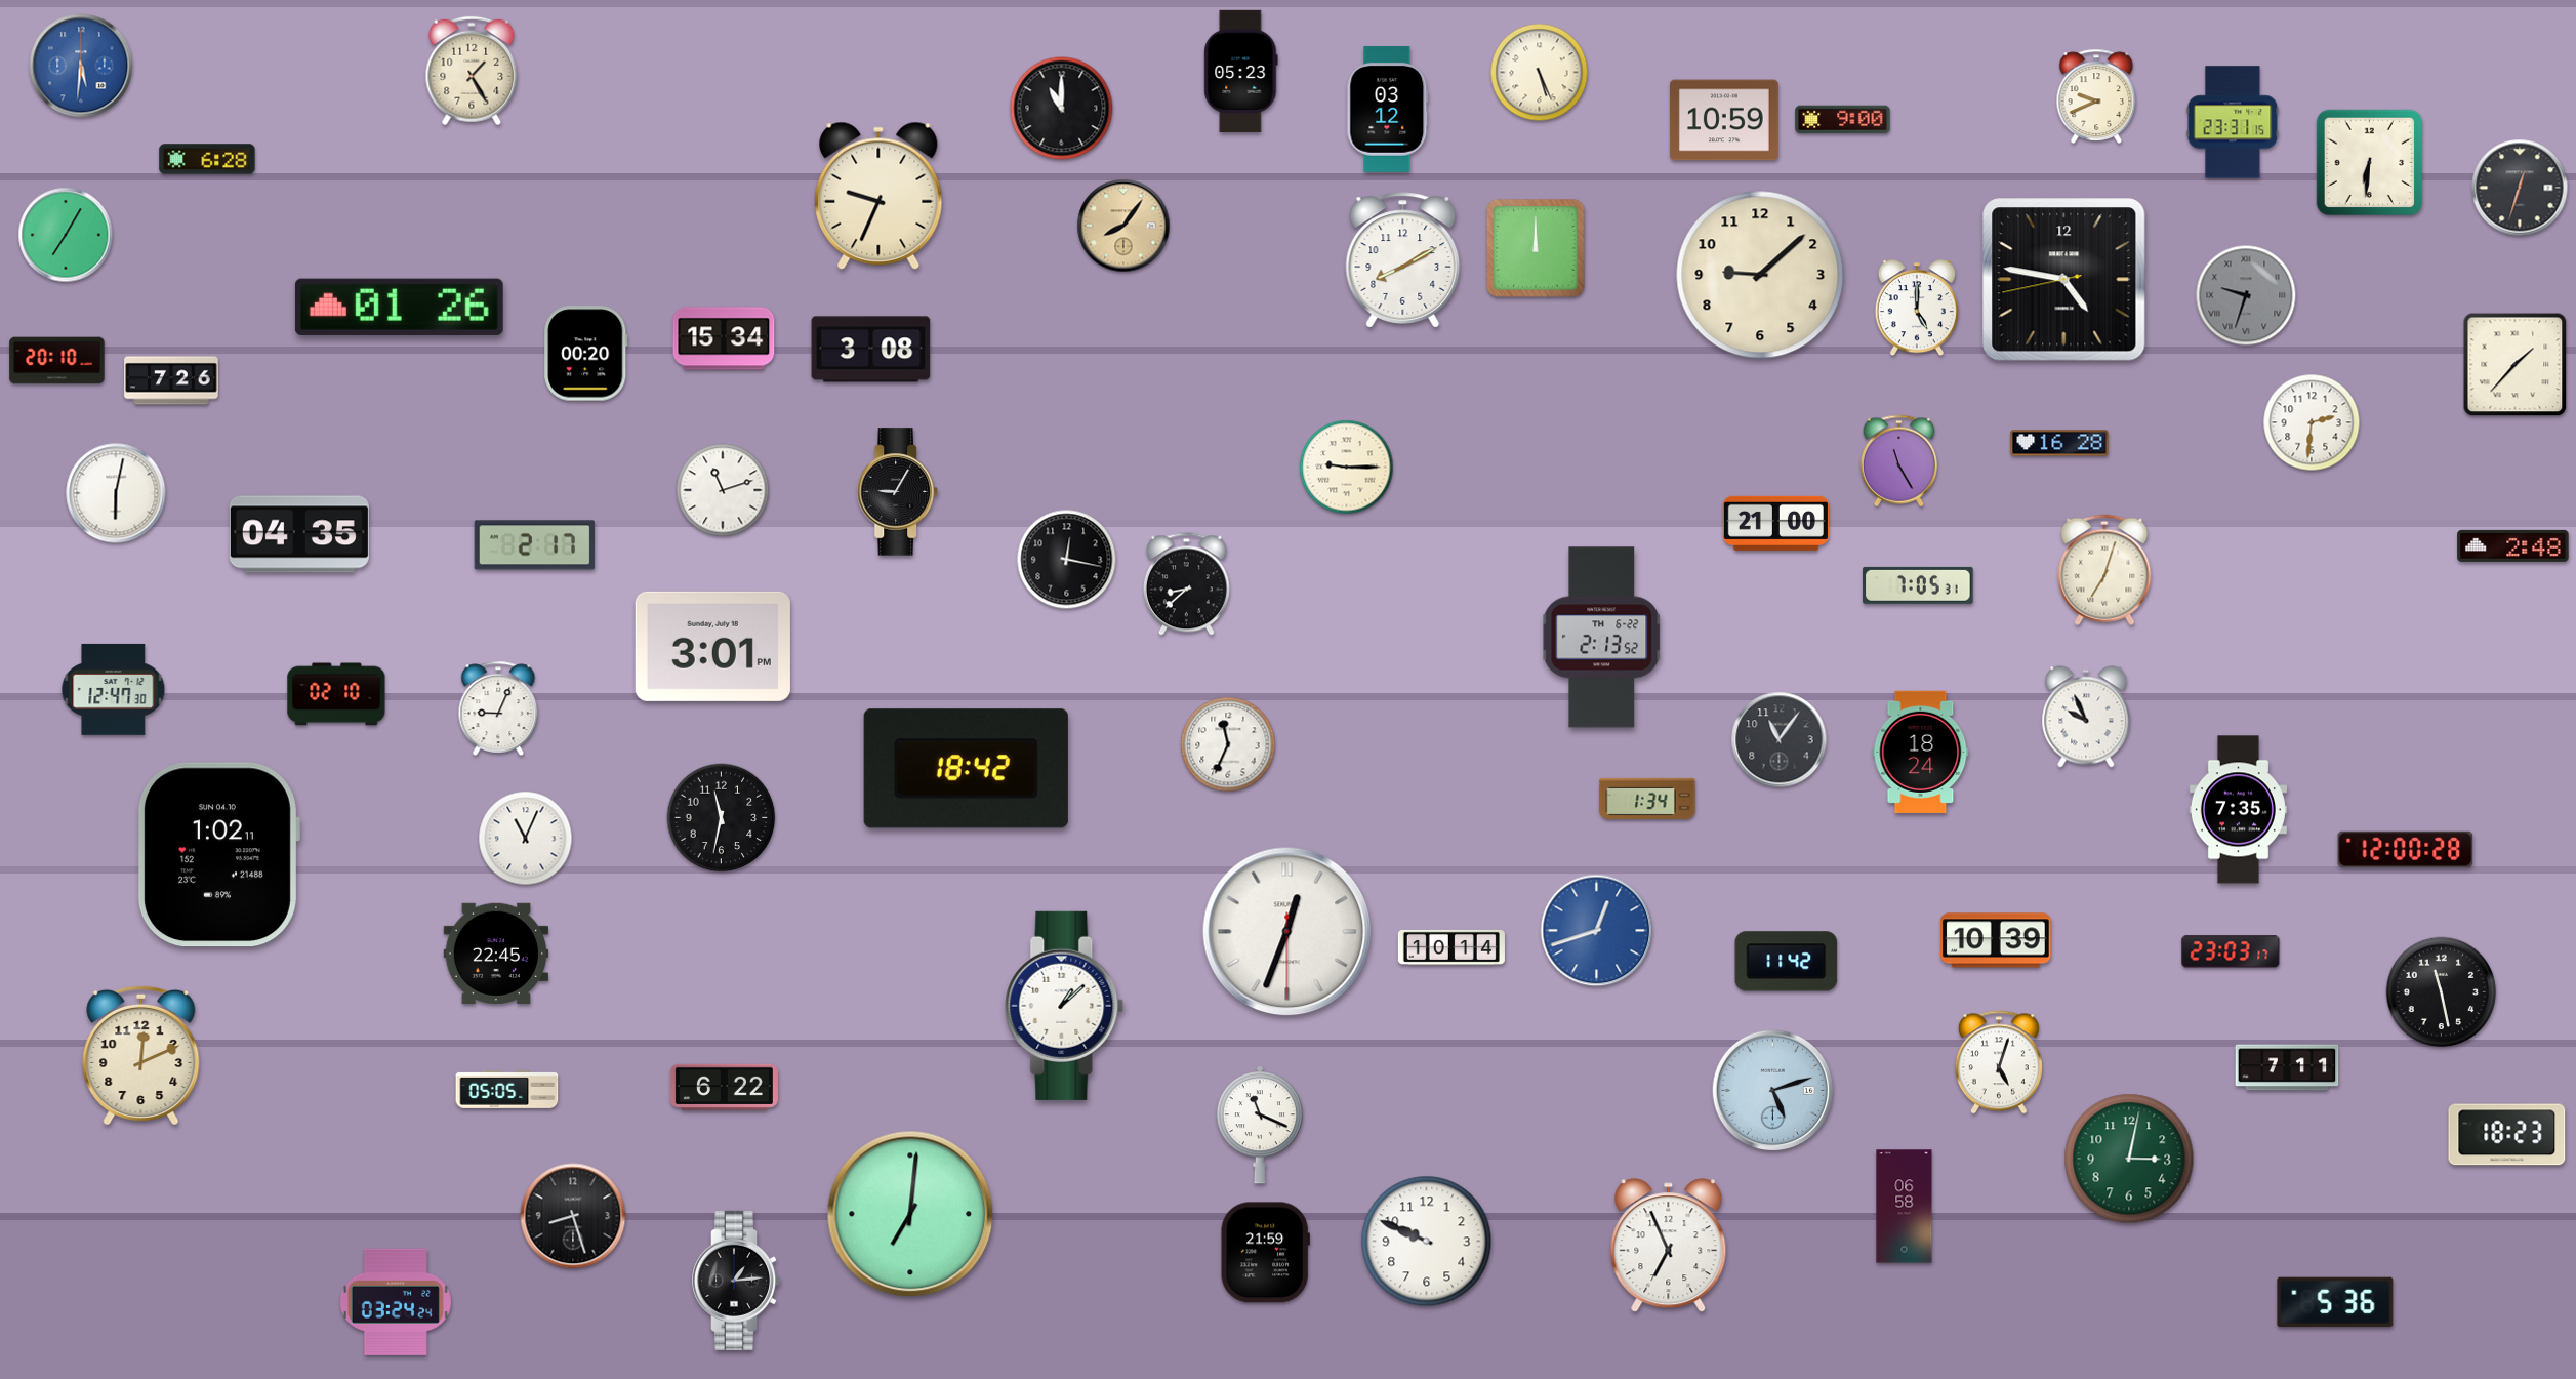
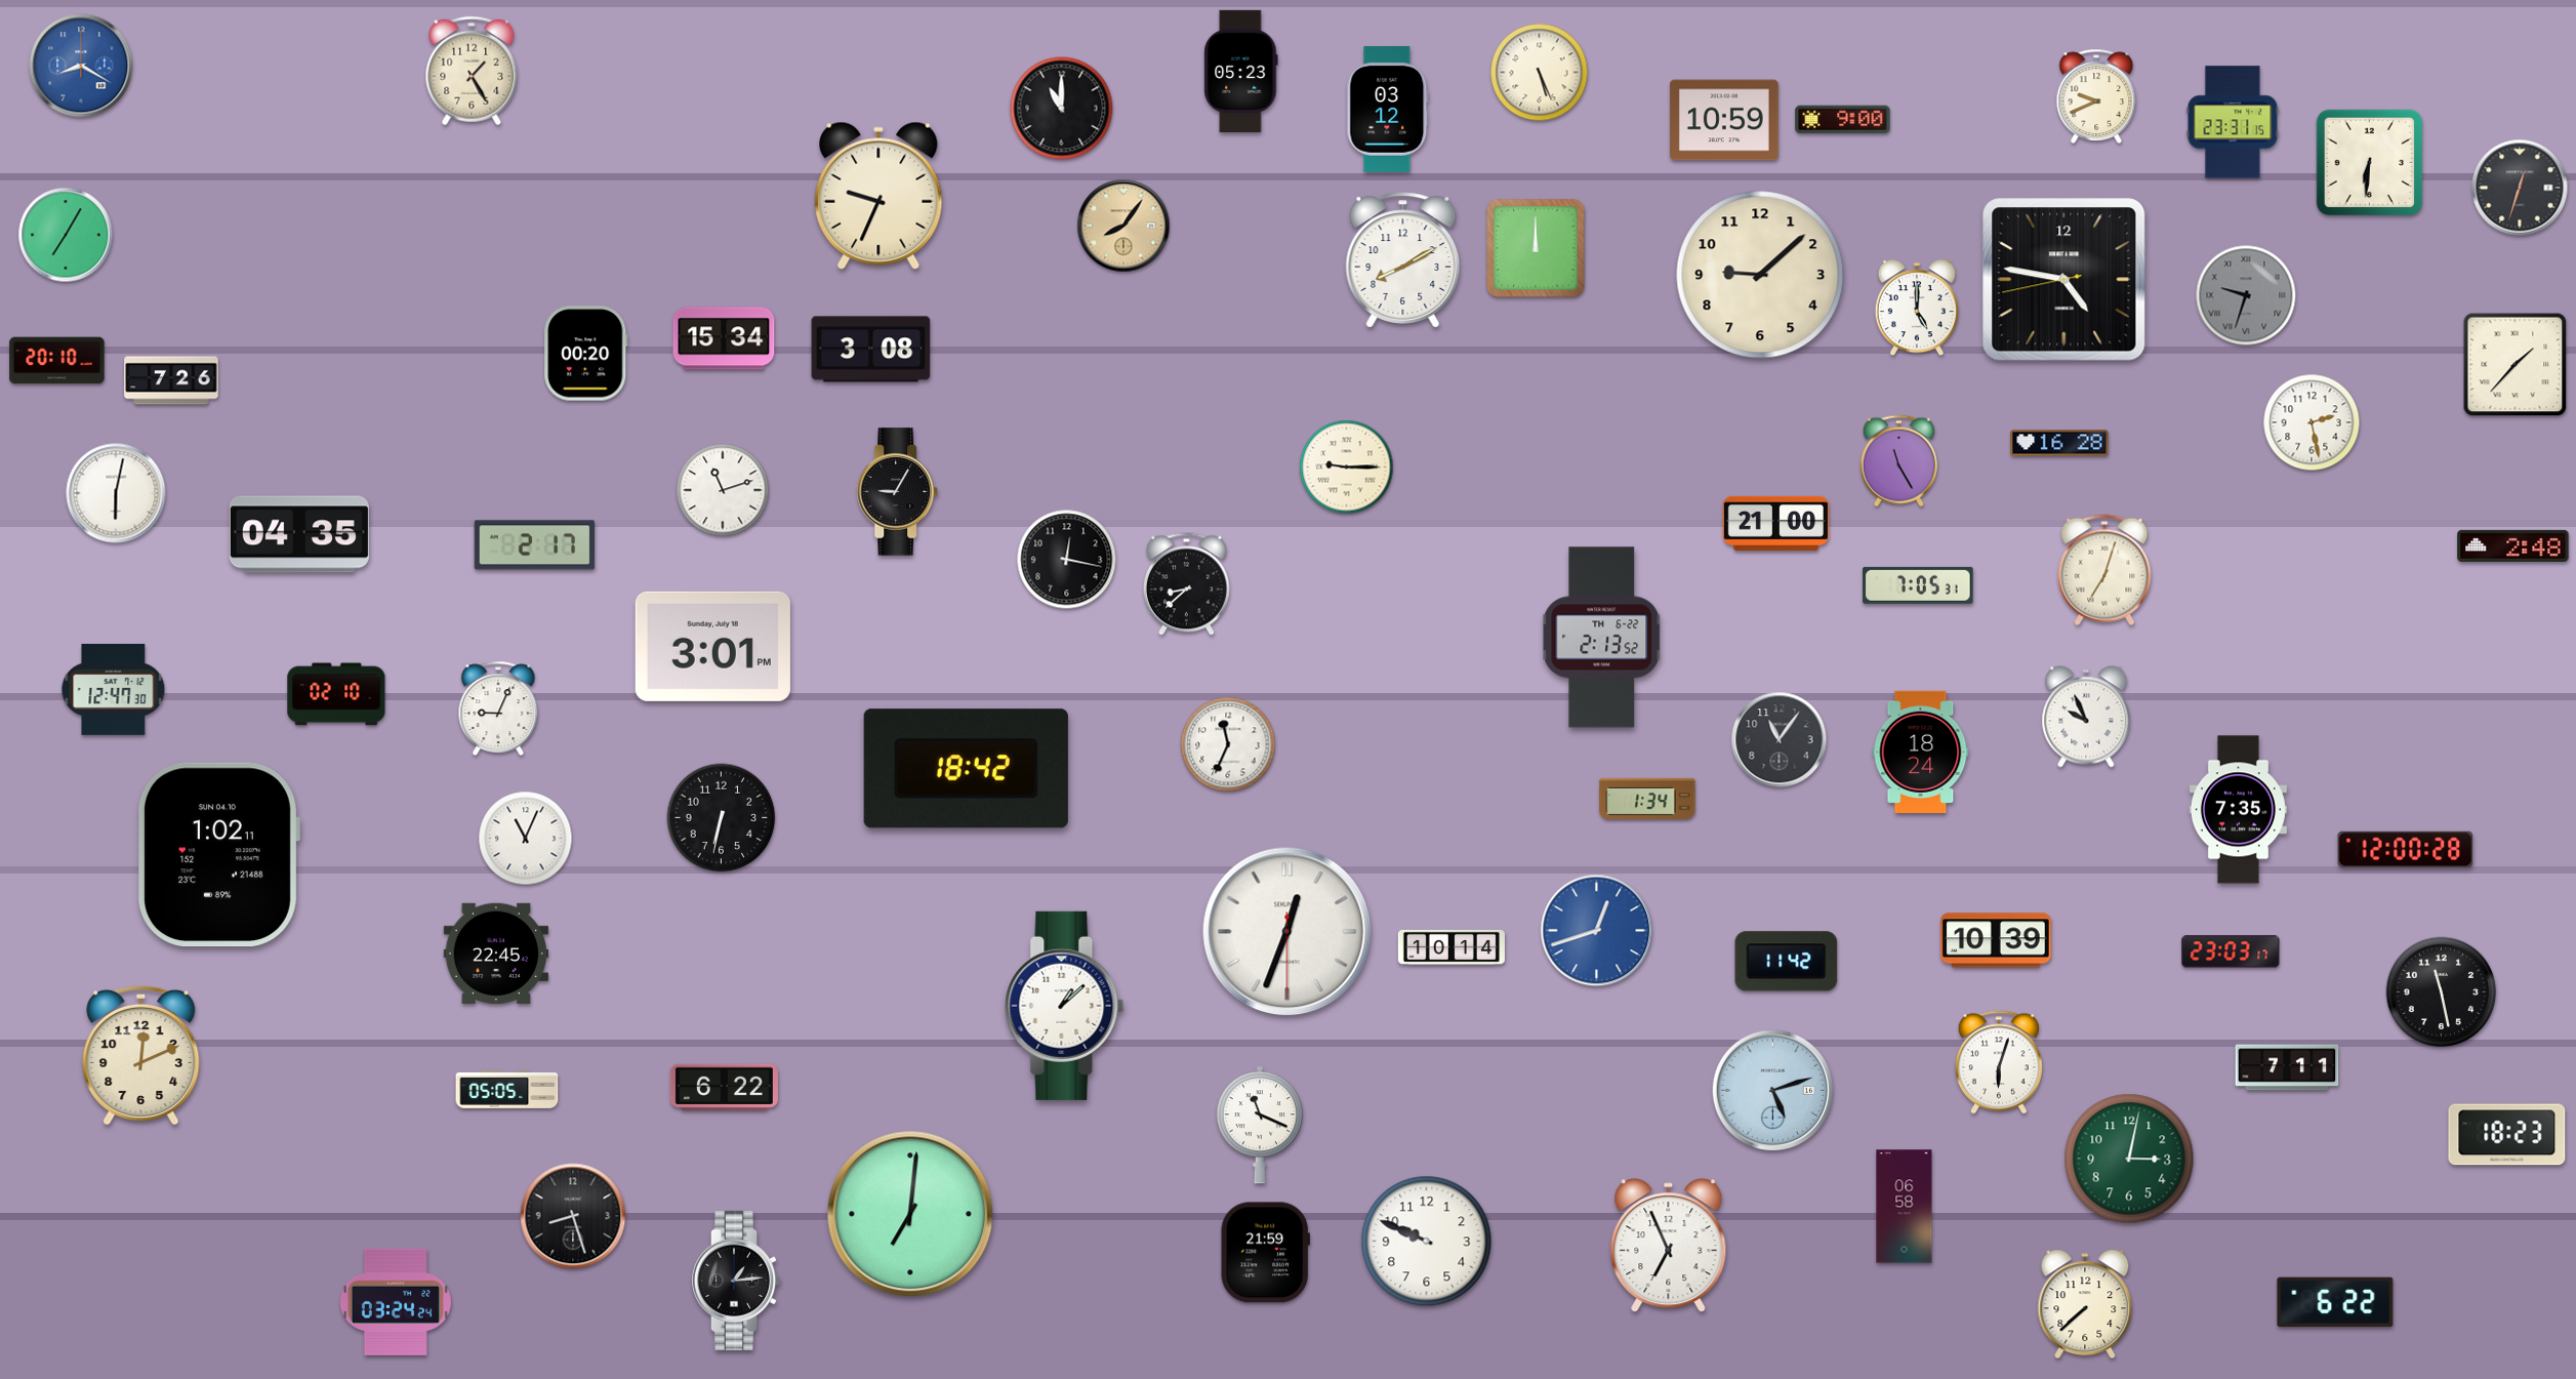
clock at (81, 66): 5:31 -> 8:20
clock at (207, 159): 6:28 -> none
clock at (399, 307): 01:26 -> none
clock at (2312, 422): 2:31 -> 2:28
clock at (722, 818): 11:32 -> 6:32
clock at (1999, 1062): 5:03 -> 6:03
clock at (2335, 1302): 5:36 -> 6:22
clock at (2085, 1303): none -> 7:38
